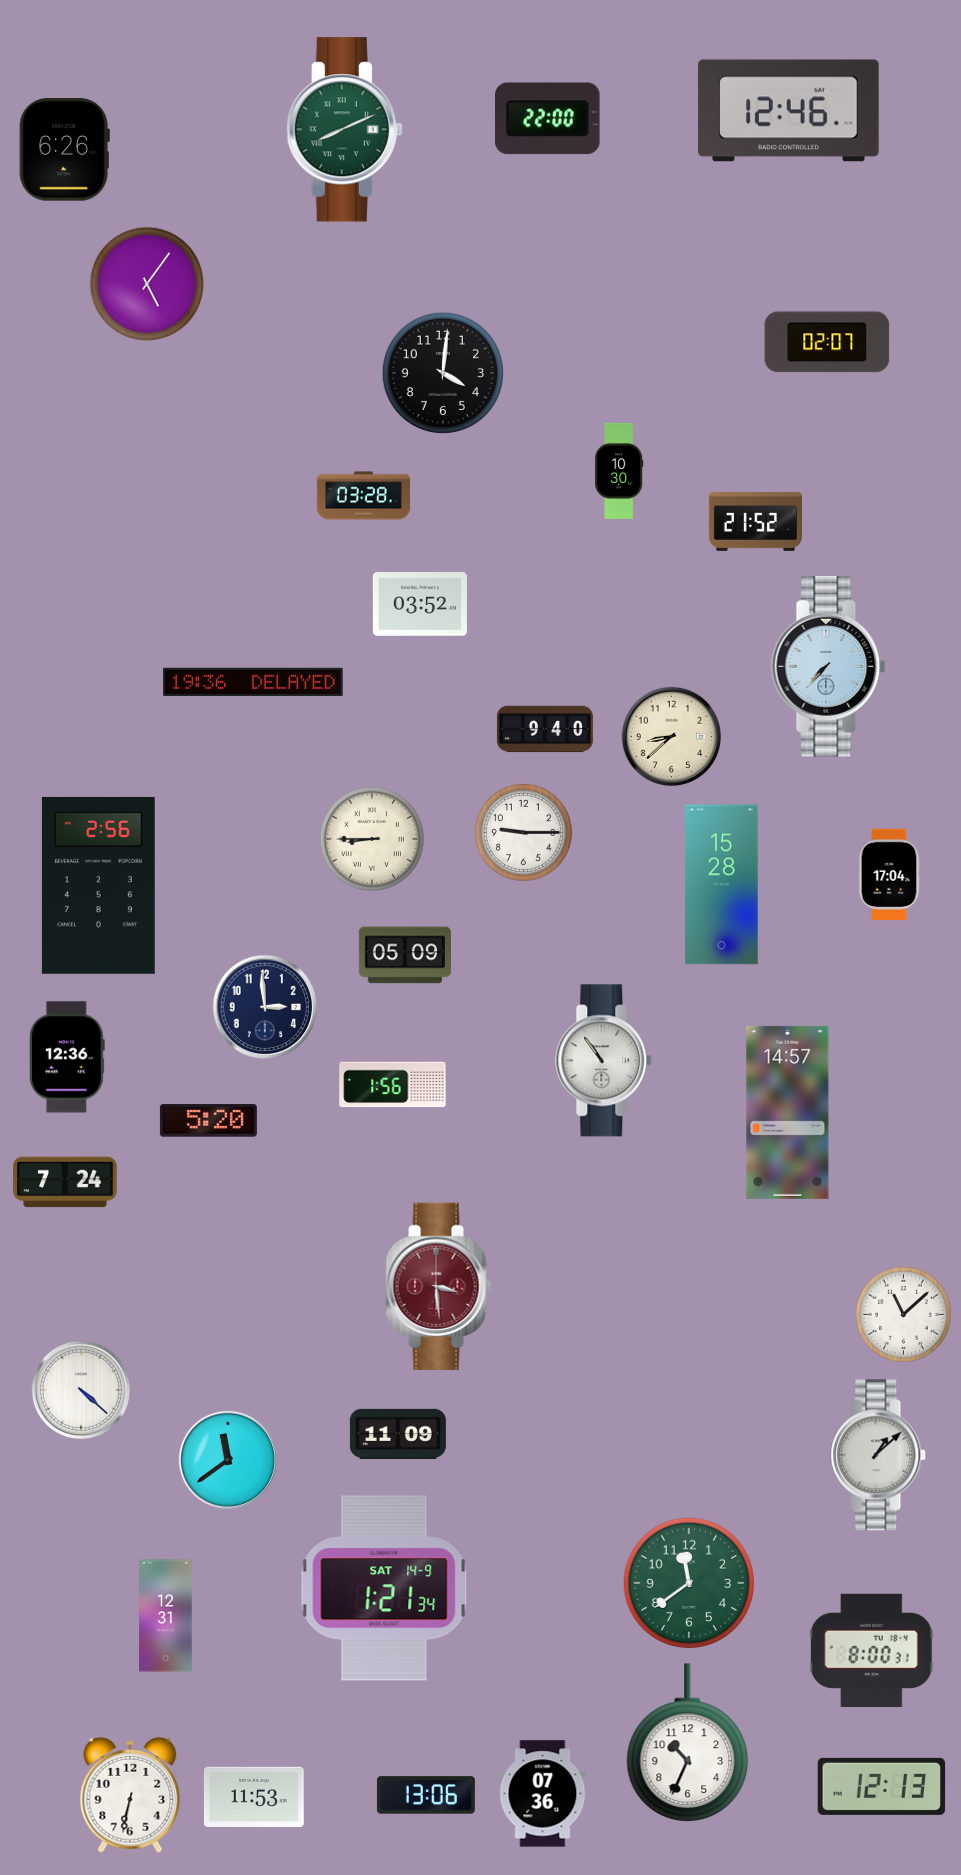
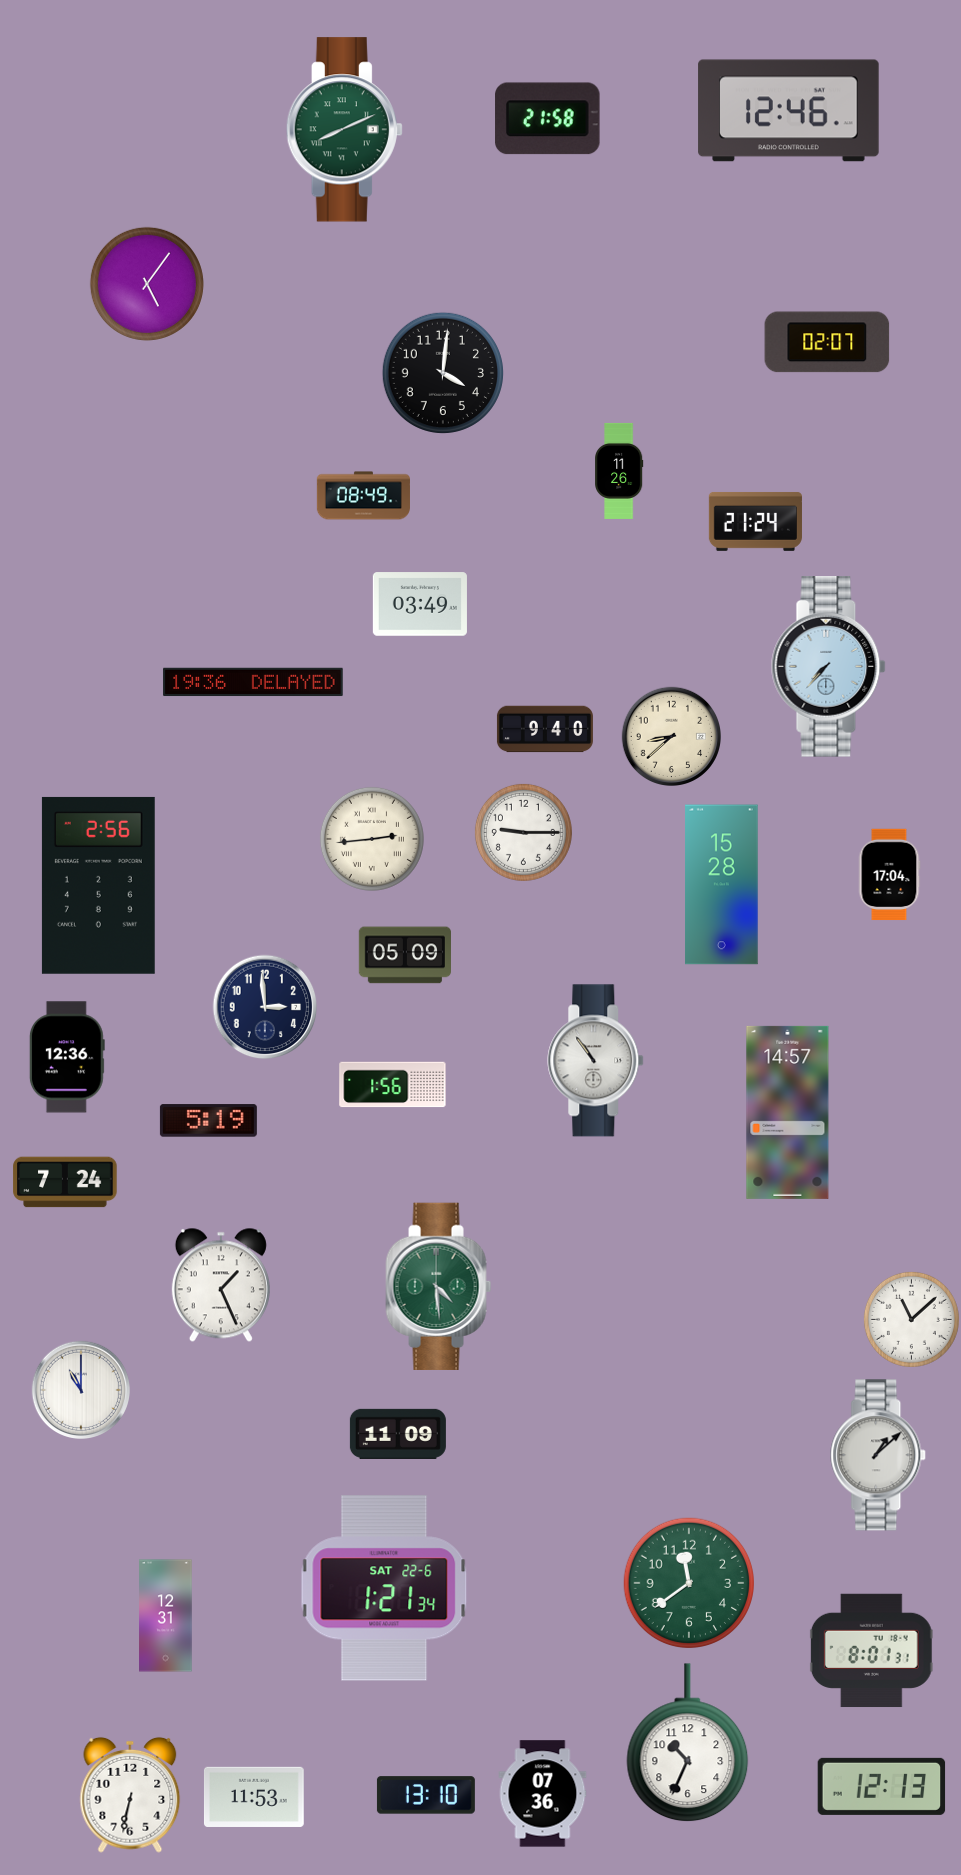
clock at (548, 119): 22:00 -> 21:58
clock at (64, 150): 6:26 -> none
clock at (620, 471): 10:30 -> 11:26
clock at (363, 496): 03:28 -> 08:49
clock at (755, 521): 21:52 -> 21:24
clock at (420, 604): 03:52 -> 03:49
clock at (372, 839): 8:45 -> 2:44
clock at (604, 1061) position: (604, 1061) -> (596, 1061)
clock at (208, 1121): 5:20 -> 5:19
clock at (221, 1285): none -> 1:26
clock at (439, 1286): 3:29 -> 4:29
clock at (439, 1286) dial: burgundy -> green
clock at (903, 1314) position: (903, 1314) -> (911, 1319)
clock at (81, 1389): 4:22 -> 11:00
clock at (228, 1459): 11:39 -> none
clock at (384, 1588) date: SAT 14-9 -> SAT 22-6
clock at (871, 1651): 8:00 -> 8:01
clock at (426, 1795): 13:06 -> 13:10
